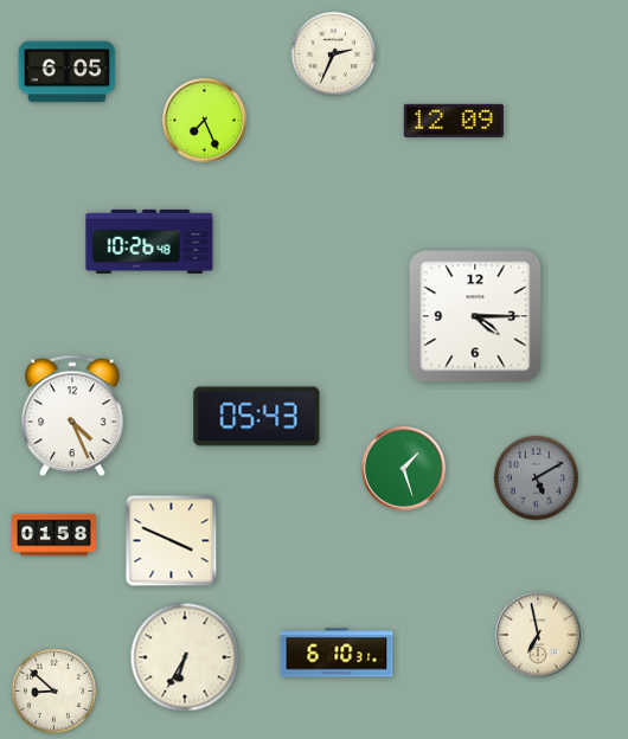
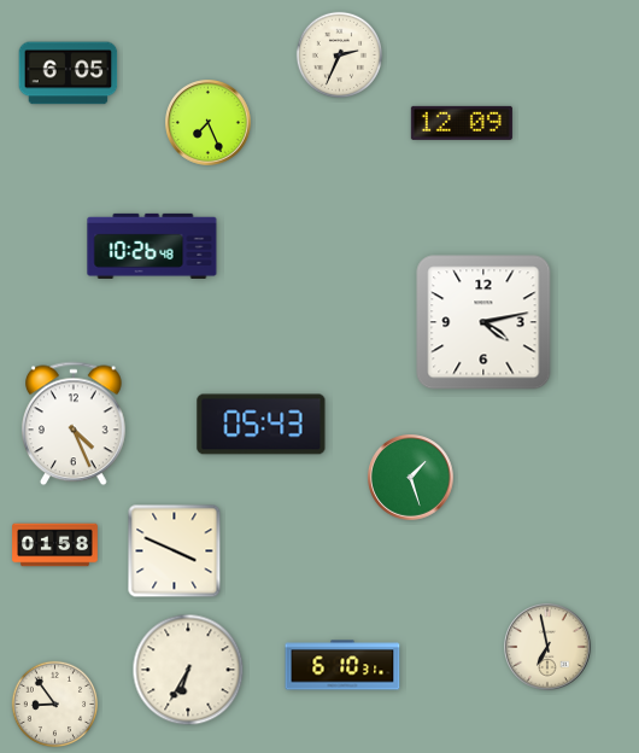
clock at (475, 316): 4:15 -> 4:13
clock at (537, 478): 5:10 -> none
clock at (55, 692): 8:52 -> 8:54
